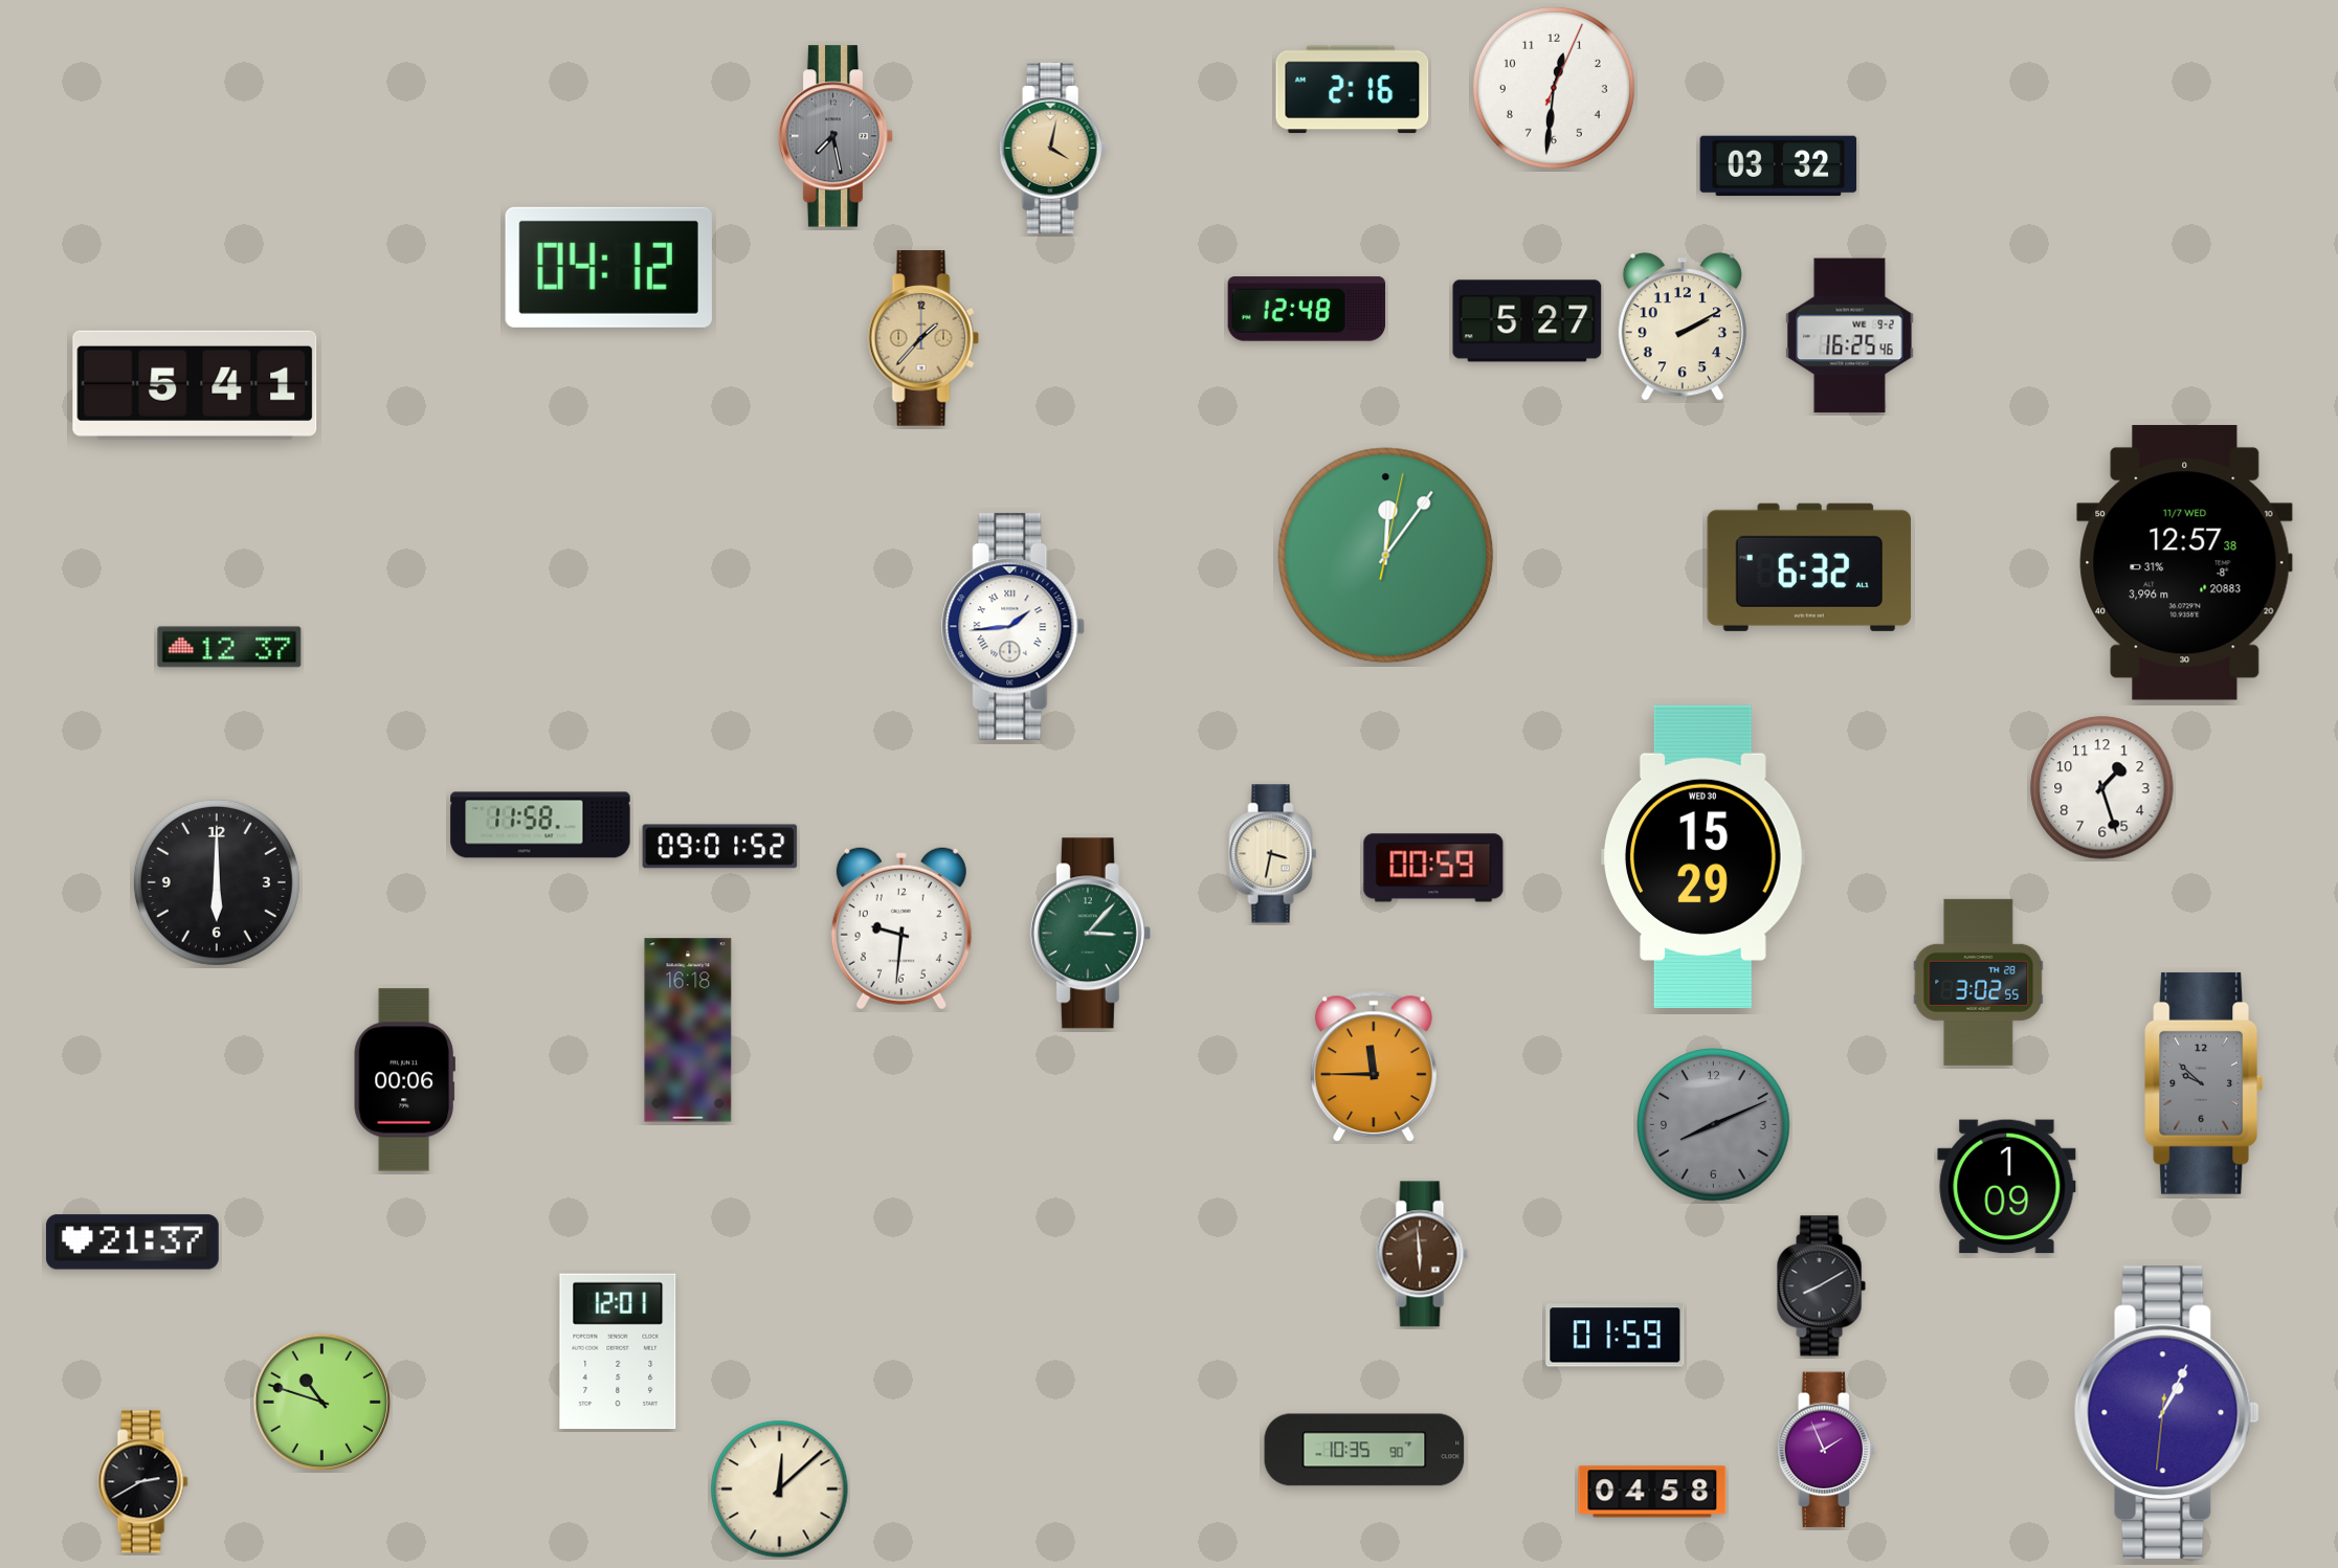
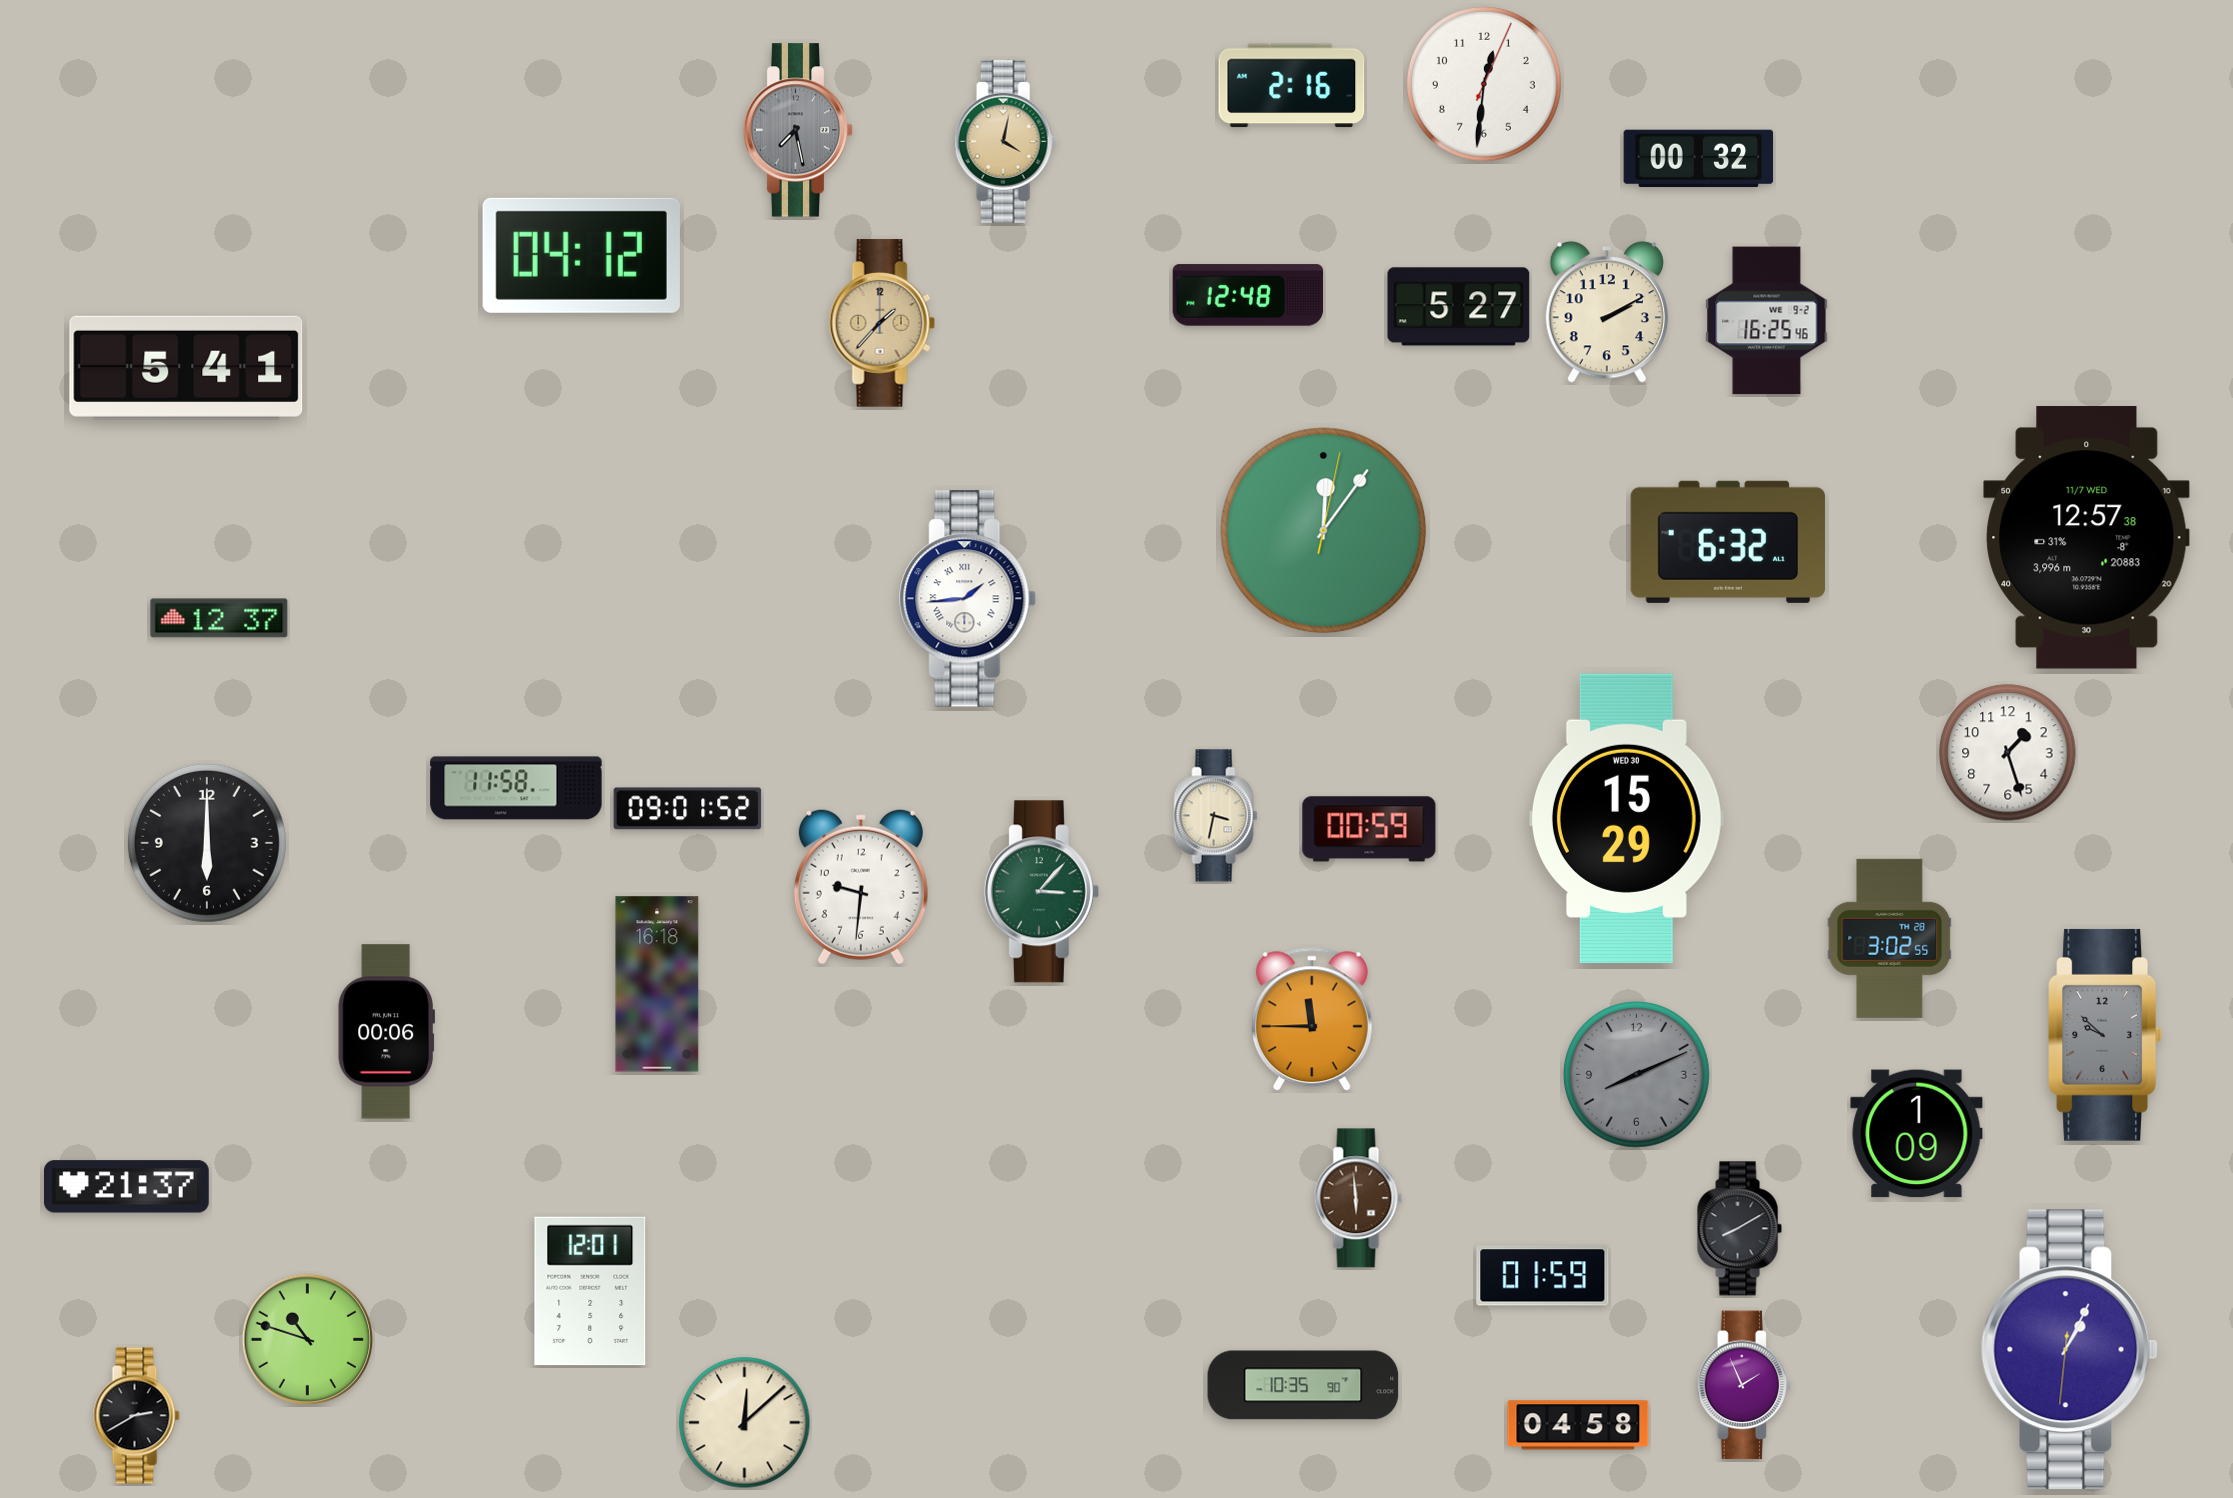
clock at (1779, 166): 03:32 -> 00:32
